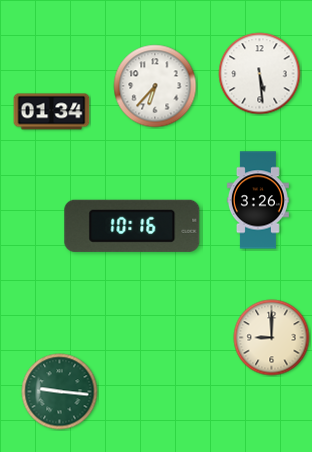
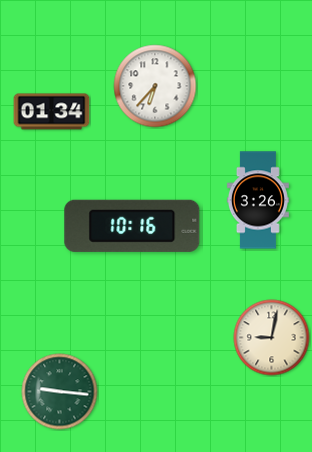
clock at (260, 74): 5:29 -> none
clock at (272, 338): 9:00 -> 9:02
